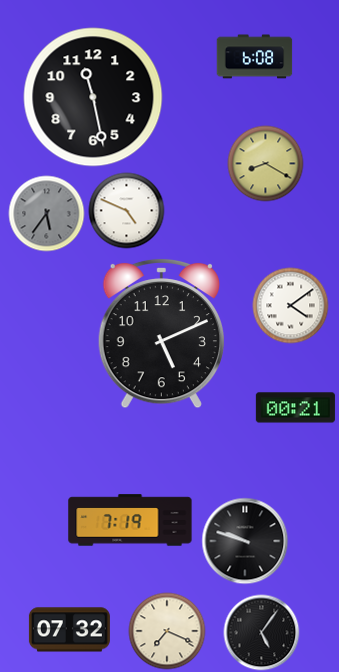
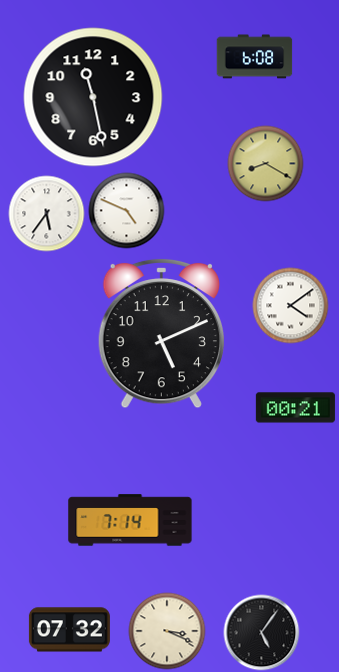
clock at (47, 214) dial: grey -> white
clock at (130, 520): 7:19 -> 7:14
clock at (245, 541): 9:48 -> none
clock at (167, 631): 7:19 -> 3:19
